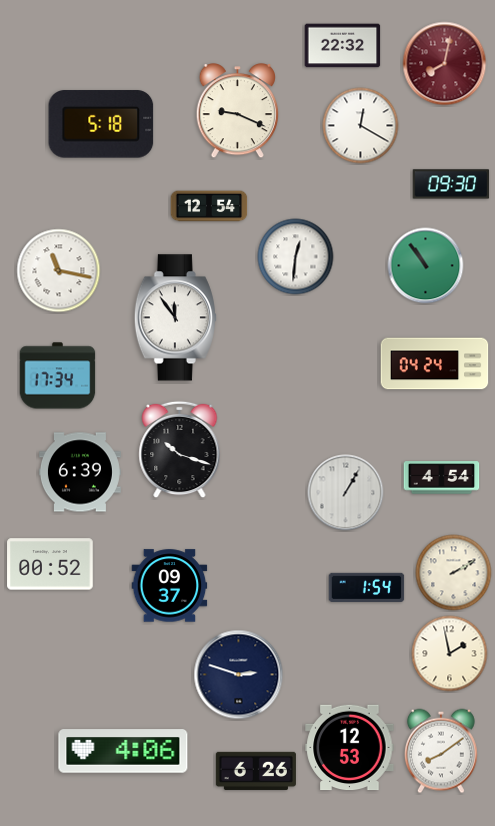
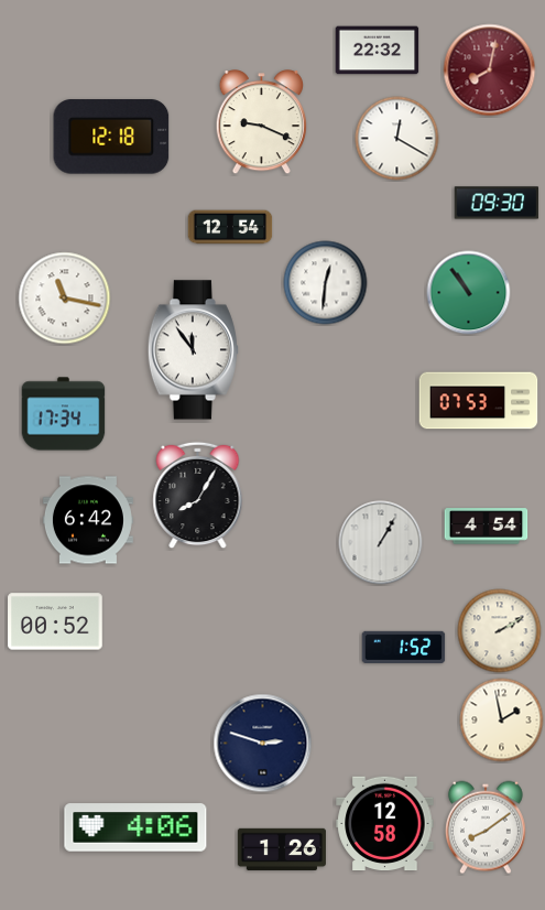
clock at (101, 124): 5:18 -> 12:18
clock at (435, 364): 04:24 -> 07:53
clock at (180, 450): 10:18 -> 8:05
clock at (80, 472): 6:39 -> 6:42
clock at (170, 586): 09:37 -> none
clock at (367, 587): 1:54 -> 1:52
clock at (450, 654) position: (450, 654) -> (502, 721)
clock at (350, 748): 12:53 -> 12:58
clock at (256, 771): 6:26 -> 1:26
